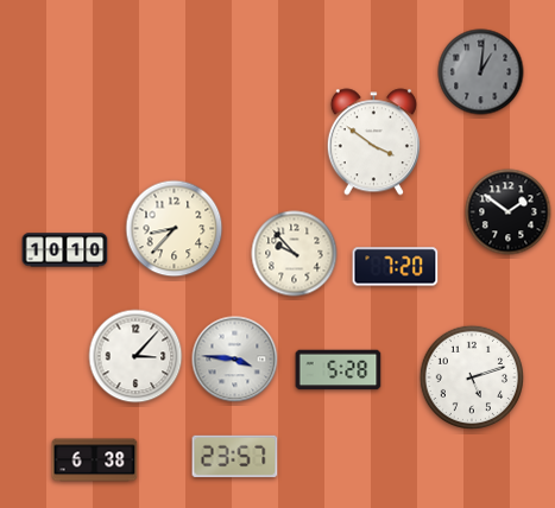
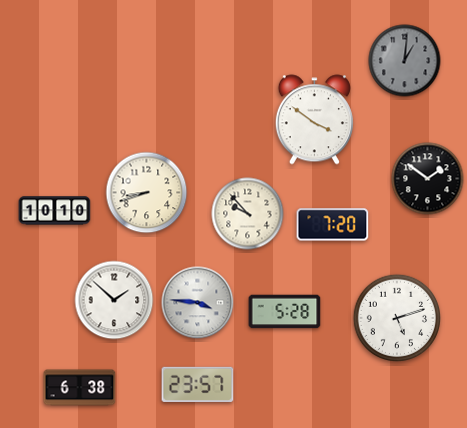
clock at (175, 229): 8:37 -> 8:42
clock at (135, 356): 3:07 -> 1:52
